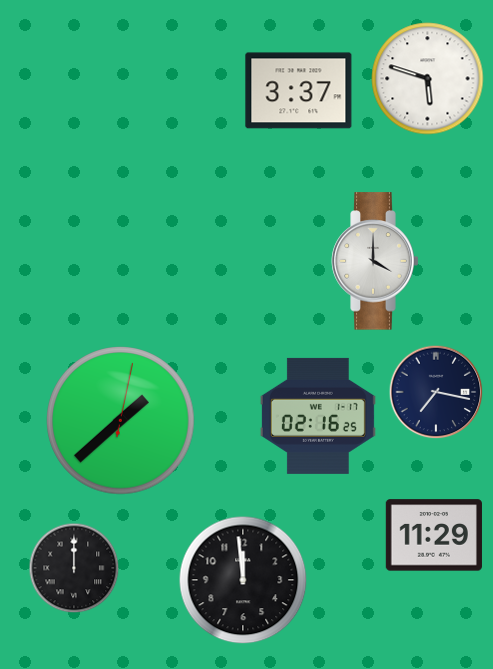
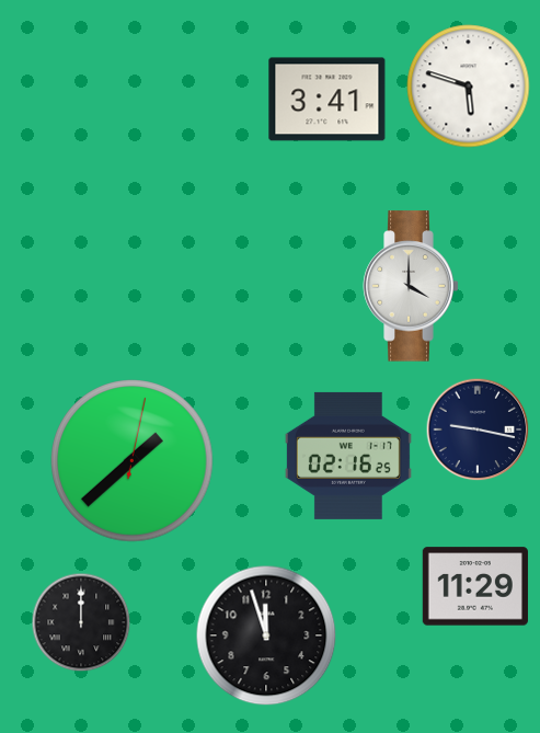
clock at (299, 91): 3:37 -> 3:41
clock at (436, 392): 7:17 -> 9:17
clock at (243, 580): 11:59 -> 11:57
